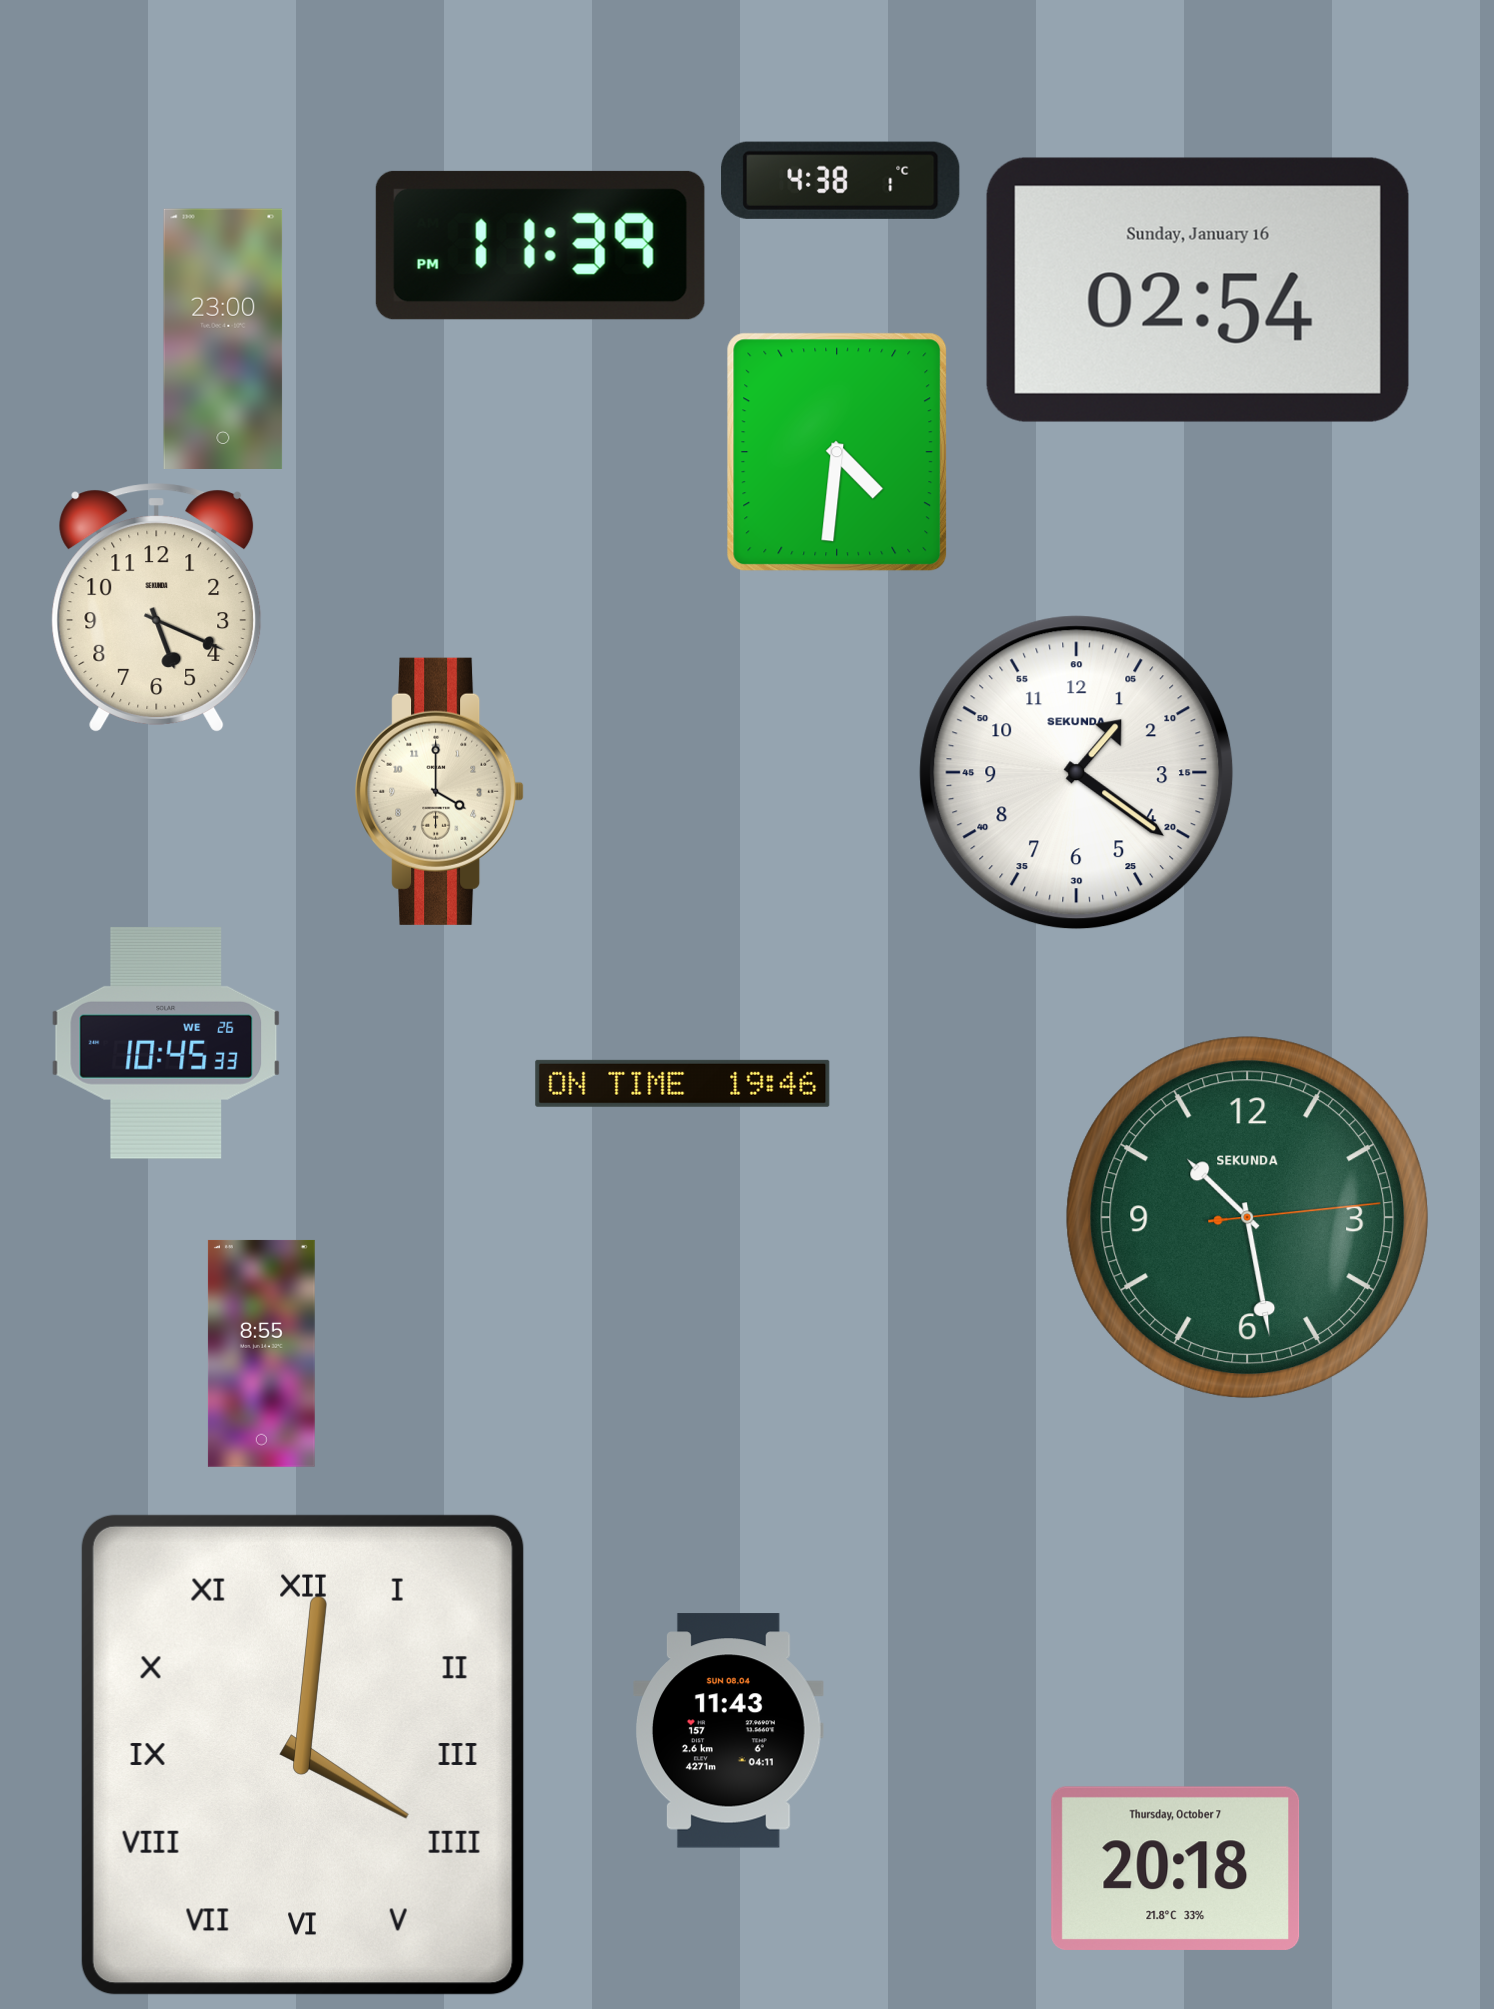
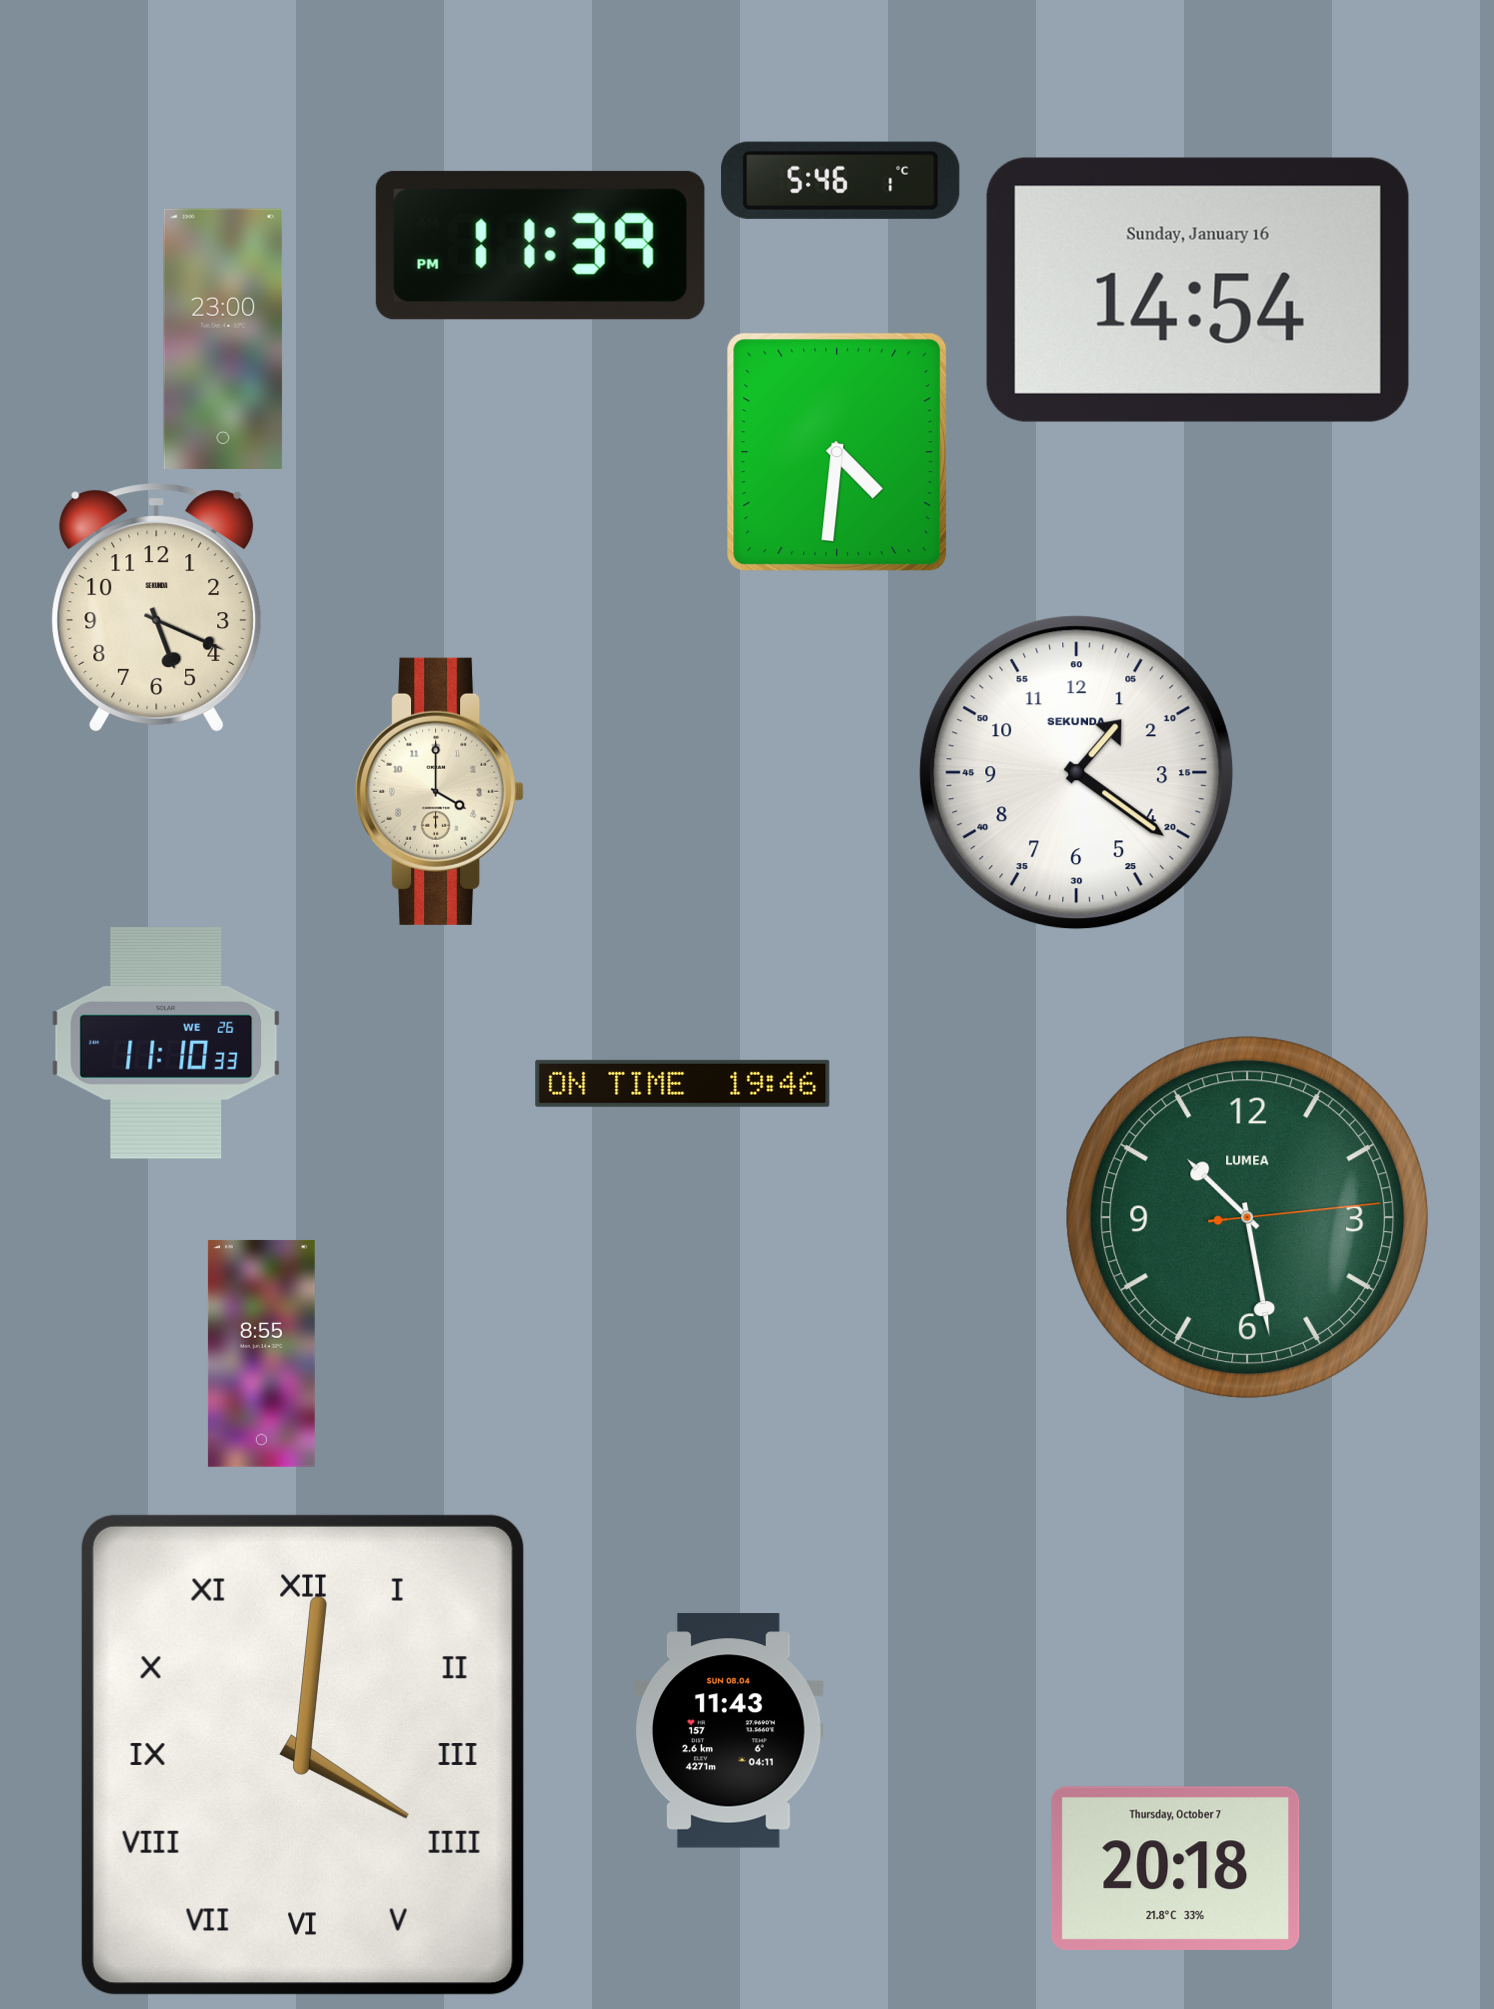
clock at (841, 180): 4:38 -> 5:46
clock at (1198, 290): 02:54 -> 14:54
clock at (166, 1043): 10:45 -> 11:10
clock at (1248, 1218) brand: SEKUNDA -> LUMEA
